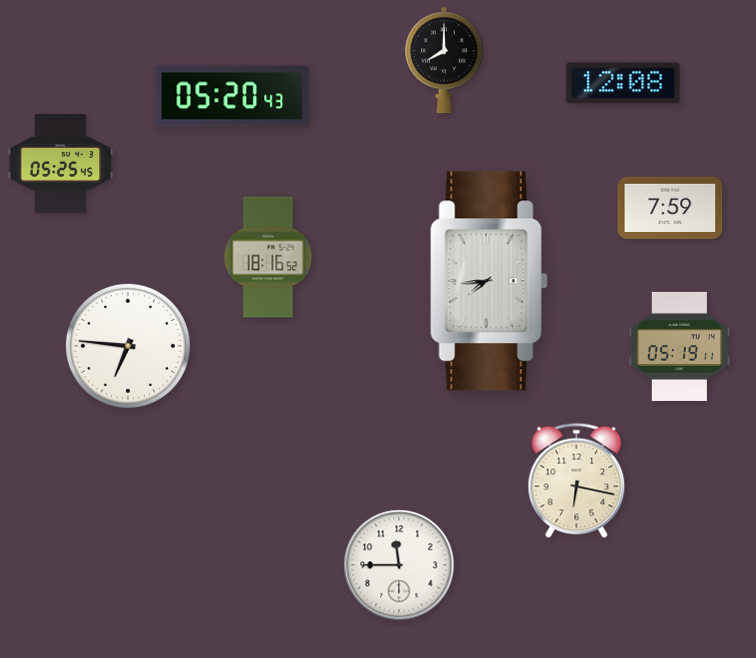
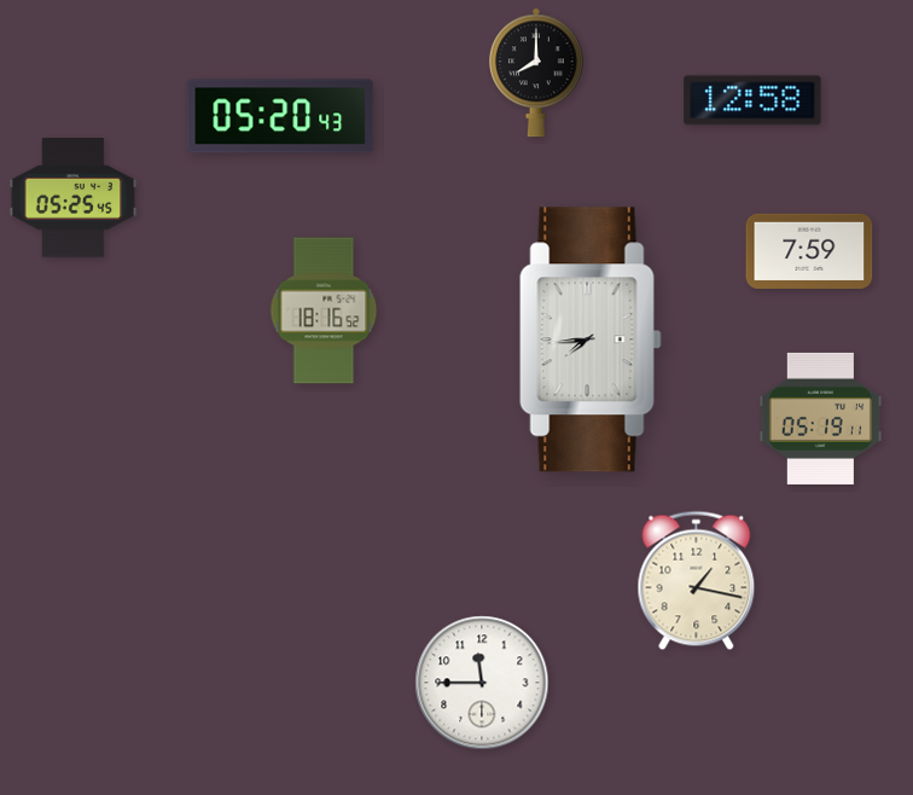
clock at (623, 83): 12:08 -> 12:58
clock at (128, 346): 6:46 -> none
clock at (577, 481): 6:17 -> 1:17
